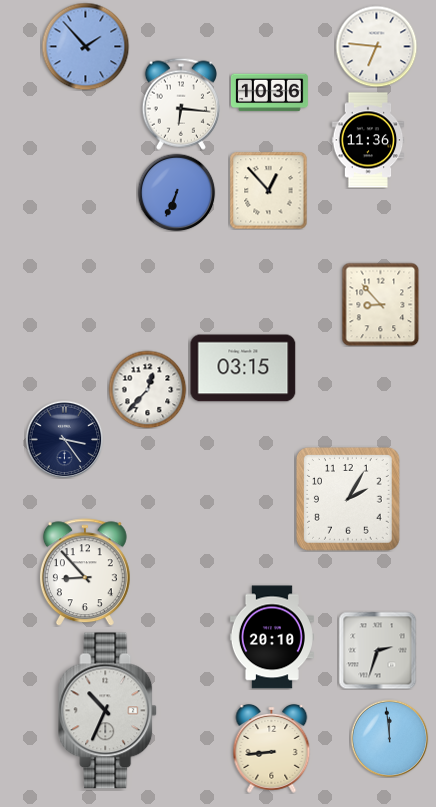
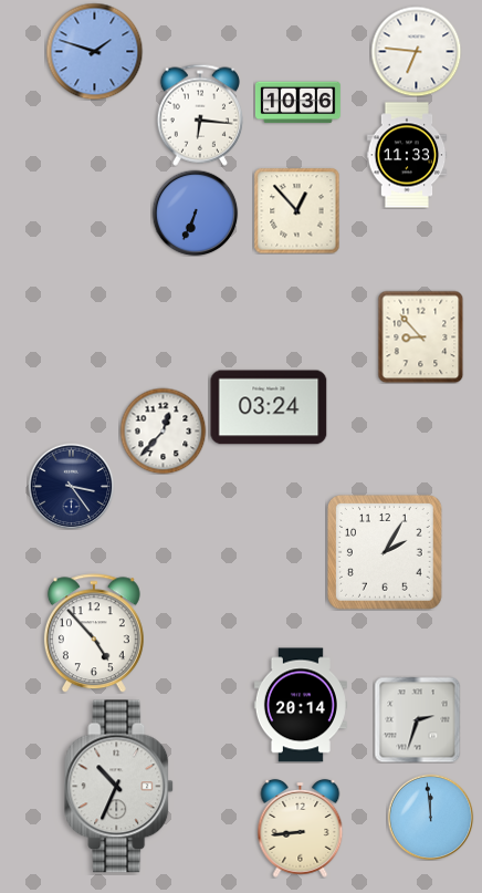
clock at (85, 46): 1:53 -> 1:48
clock at (368, 140): 11:36 -> 11:33
clock at (243, 368): 03:15 -> 03:24
clock at (85, 572): 8:53 -> 4:53
clock at (272, 637): 20:10 -> 20:14
